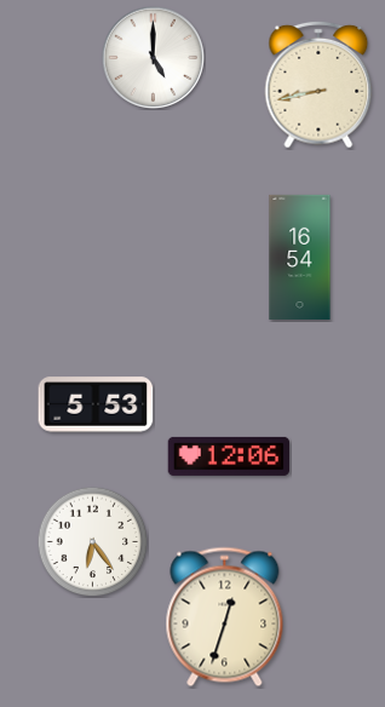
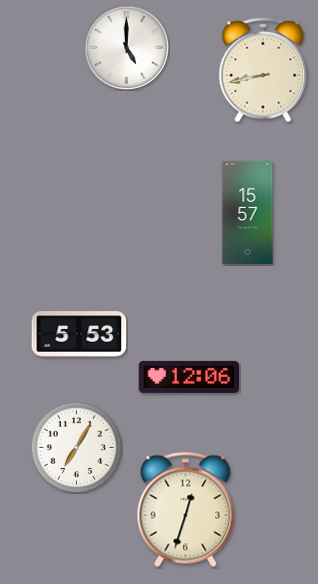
clock at (300, 257): 16:54 -> 15:57
clock at (92, 541): 6:24 -> 7:05
